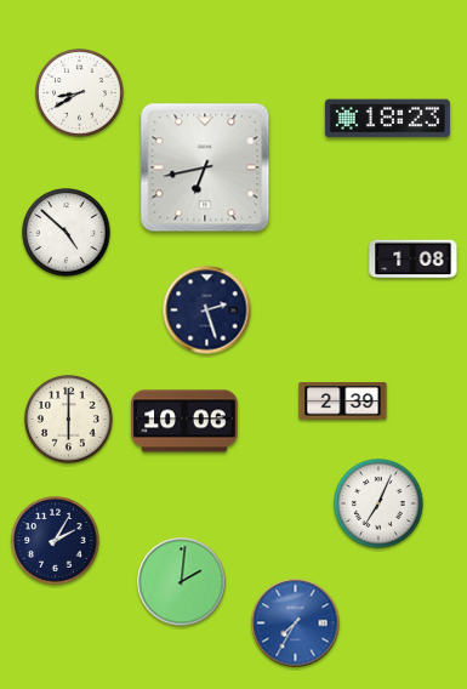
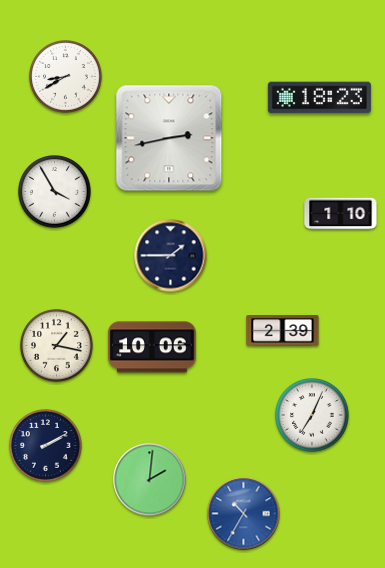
clock at (205, 167): 6:43 -> 2:43
clock at (67, 233): 4:52 -> 3:55
clock at (414, 260): 1:08 -> 1:10
clock at (207, 311): 2:27 -> 1:45
clock at (69, 420): 6:00 -> 1:17
clock at (56, 541): 2:05 -> 2:10
clock at (296, 623): 7:35 -> 10:35
